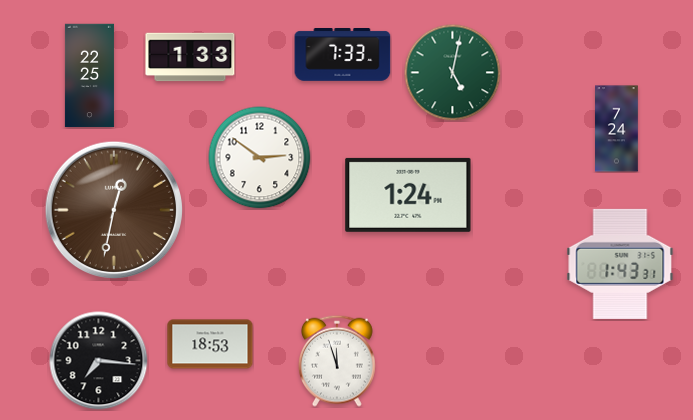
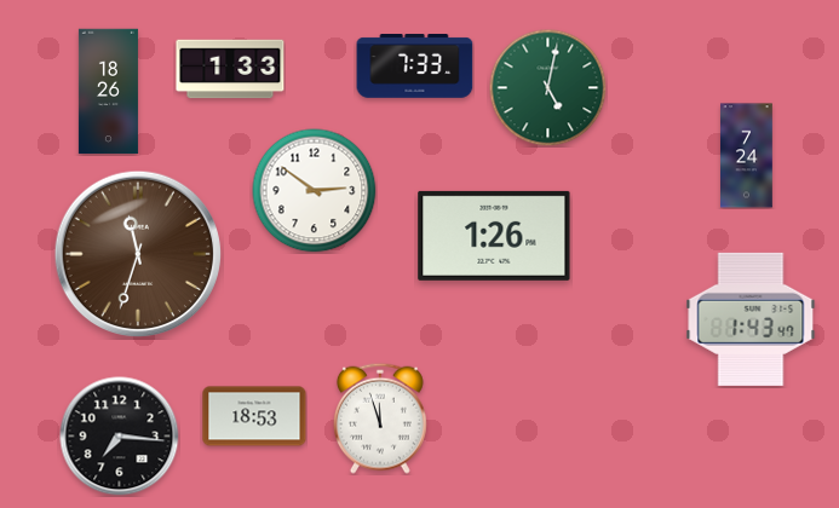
clock at (89, 76): 22:25 -> 18:26
clock at (408, 195): 1:24 -> 1:26
clock at (114, 210): 12:32 -> 11:33
clock at (620, 264): 1:43:31 -> 1:43:47
clock at (337, 361) position: (337, 361) -> (380, 418)
